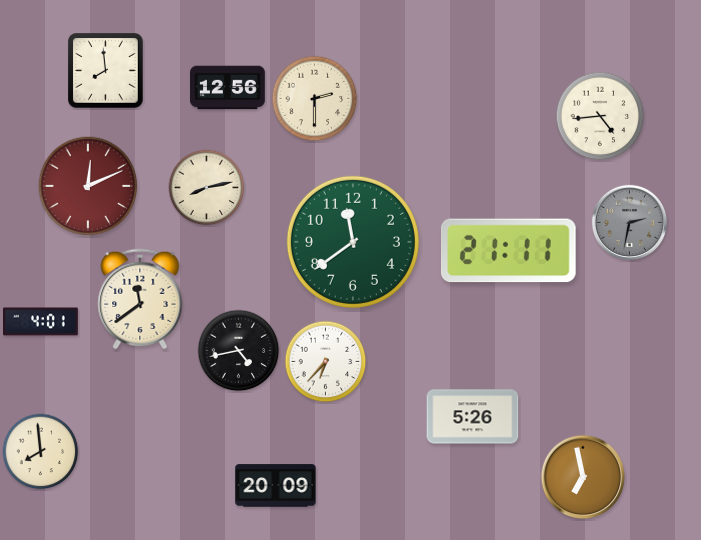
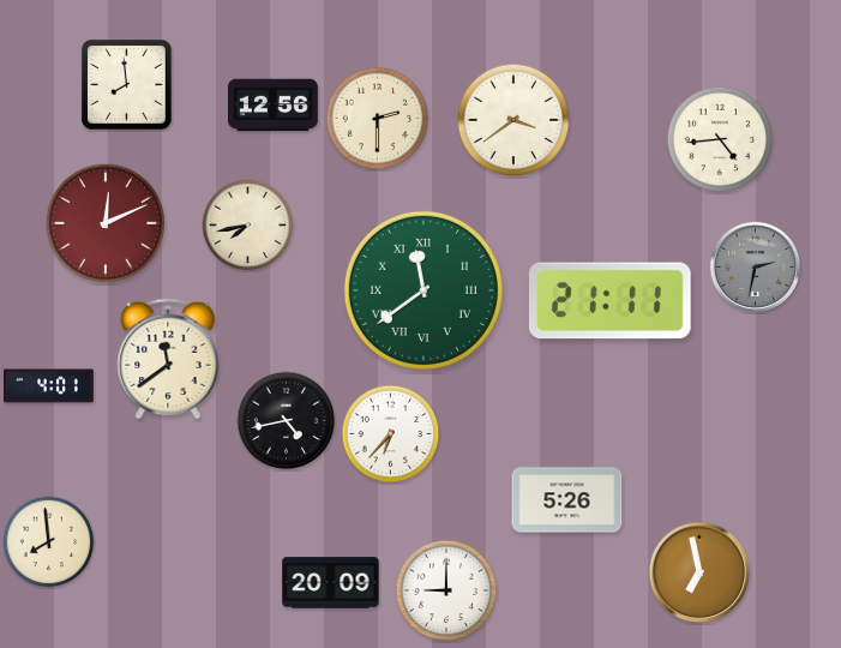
clock at (513, 120): none -> 3:39
clock at (207, 188): 8:13 -> 7:43
clock at (353, 242) numerals: Arabic -> Roman
clock at (446, 590): none -> 9:00
